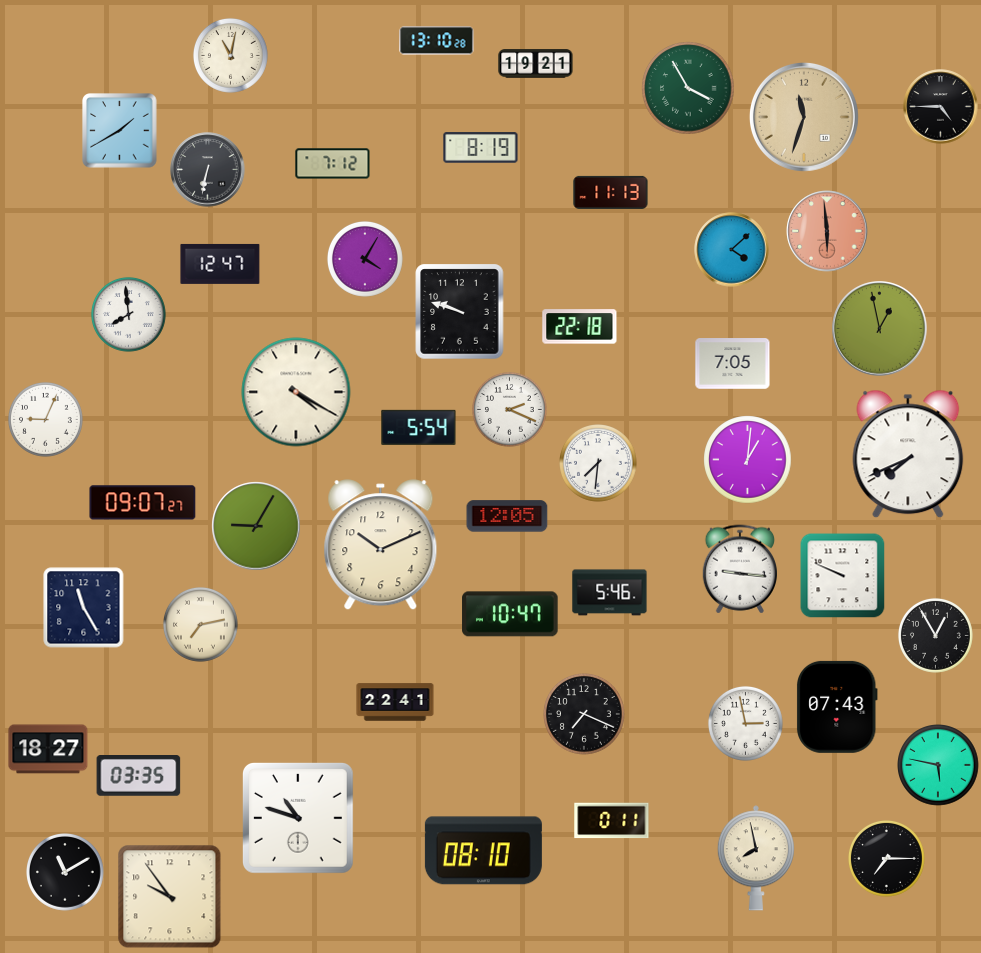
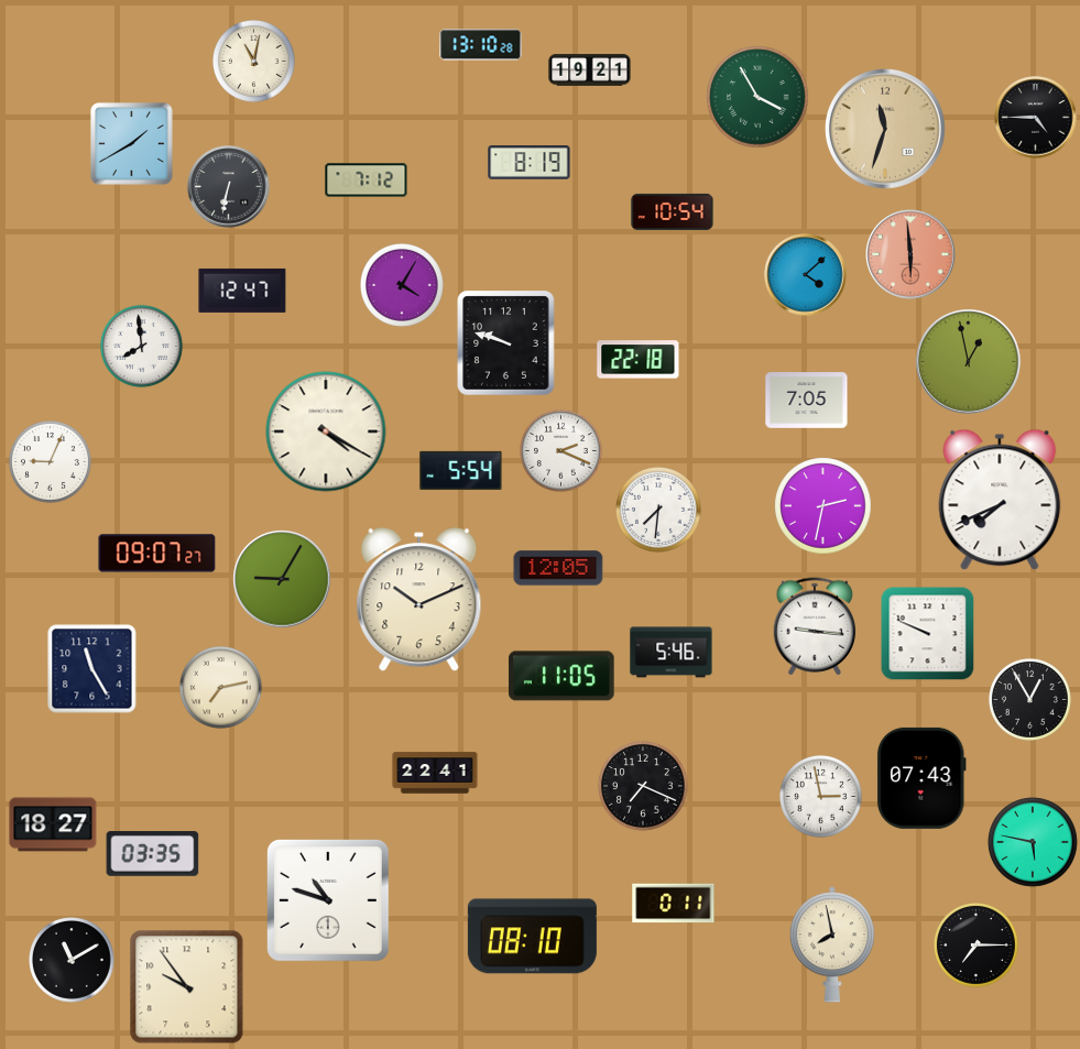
clock at (611, 192): 11:13 -> 10:54
clock at (748, 460): 1:01 -> 2:32
clock at (510, 614): 10:47 -> 11:05
